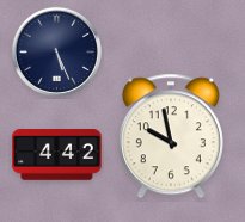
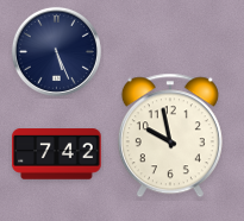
clock at (57, 155): 4:42 -> 7:42
